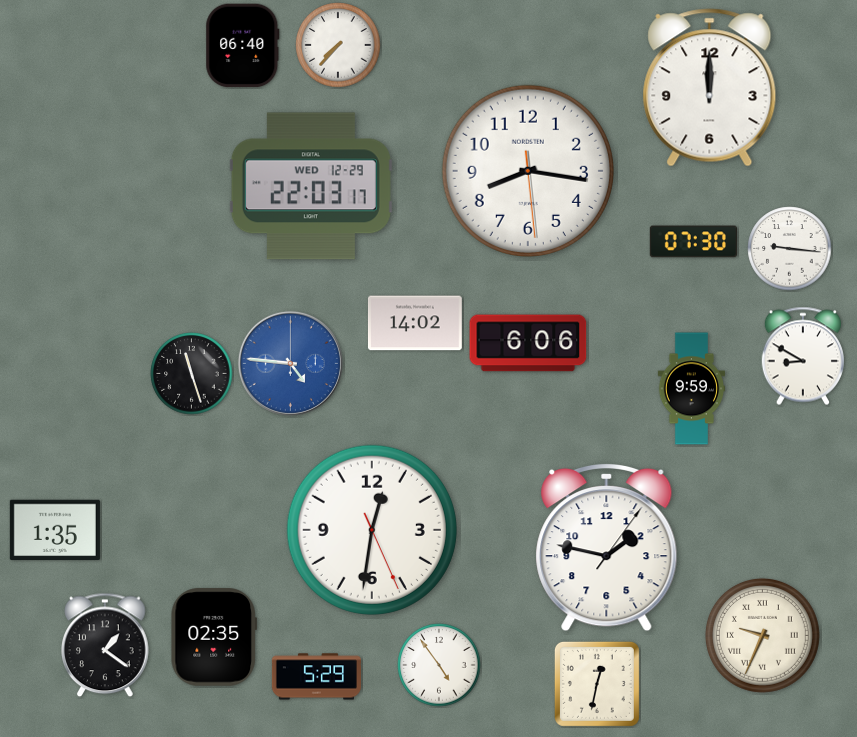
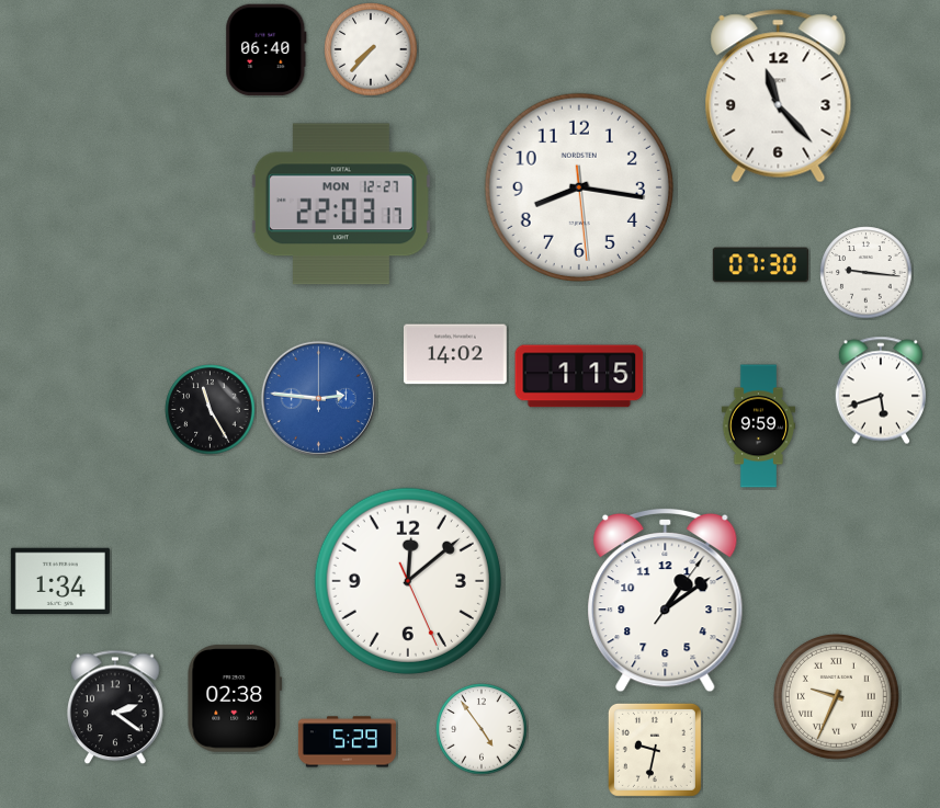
clock at (710, 88): 12:00 -> 11:23
clock at (311, 186) date: WED 12-29 -> MON 12-27
clock at (528, 343): 6:06 -> 1:15
clock at (802, 356): 8:50 -> 5:42
clock at (290, 363): 4:46 -> 2:46
clock at (192, 374): 11:27 -> 11:25
clock at (55, 530): 1:35 -> 1:34
clock at (372, 530): 12:31 -> 12:08
clock at (607, 547): 1:47 -> 1:09
clock at (213, 637): 02:35 -> 02:38
clock at (106, 645): 1:21 -> 2:21
clock at (597, 684): 12:32 -> 9:32
